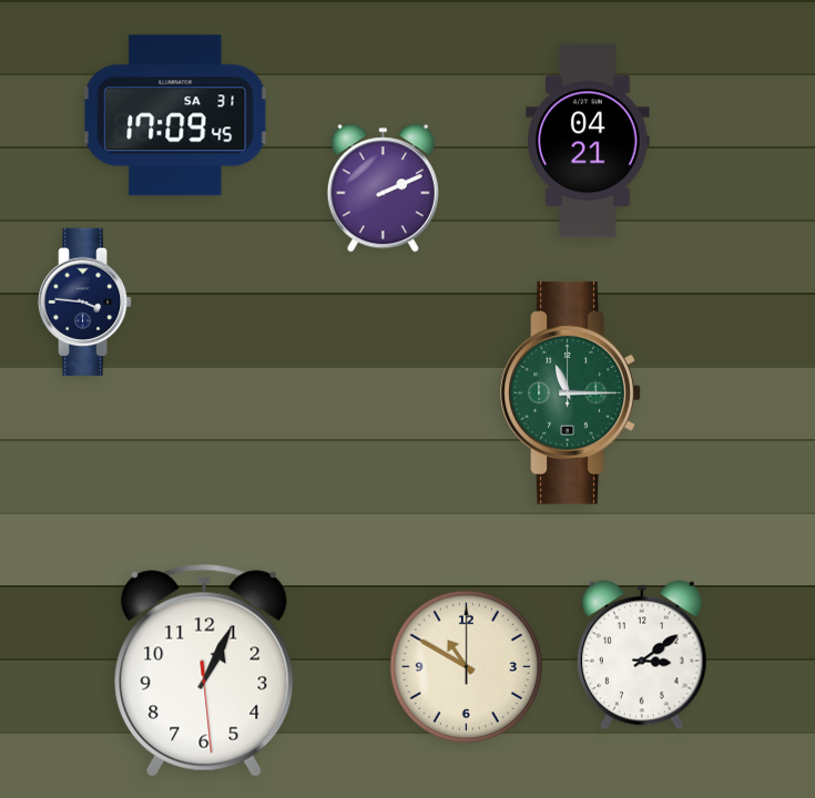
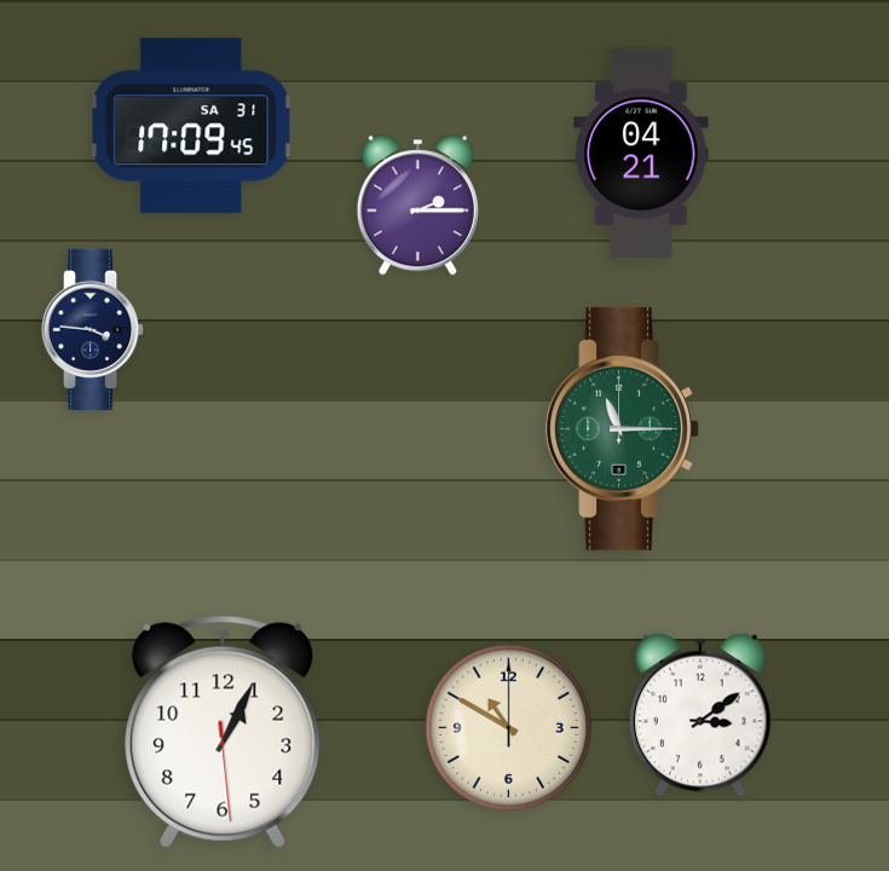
clock at (383, 188): 2:11 -> 2:15
